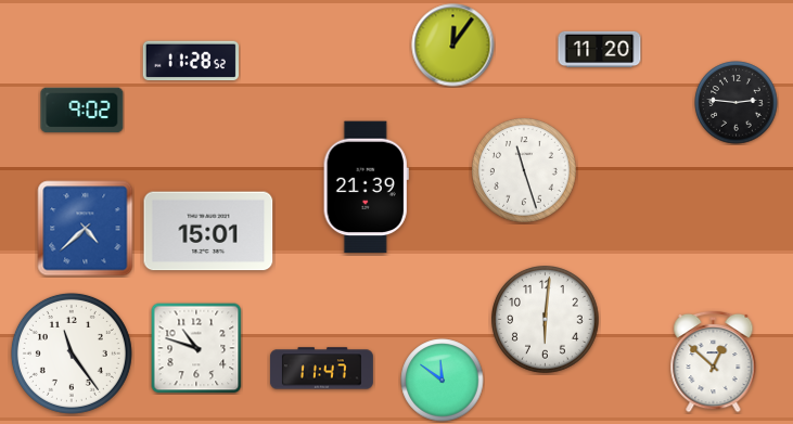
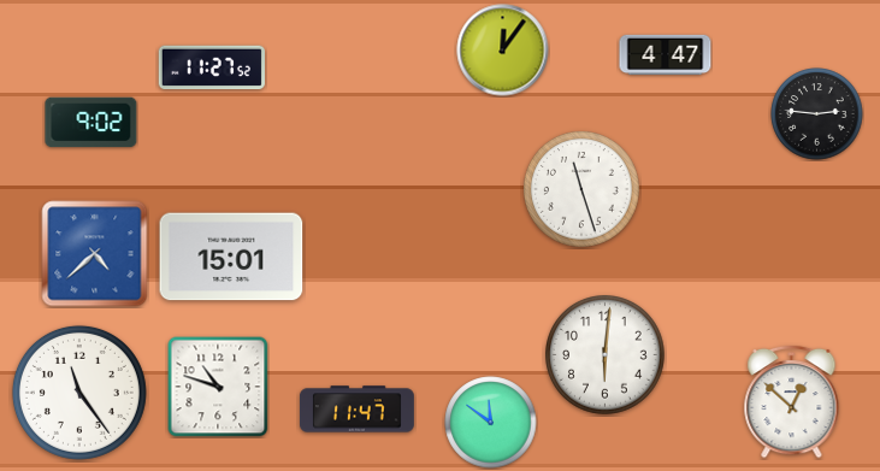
clock at (600, 49): 11:20 -> 4:47
clock at (190, 61): 11:28 -> 11:27
clock at (366, 188): 21:39 -> none
